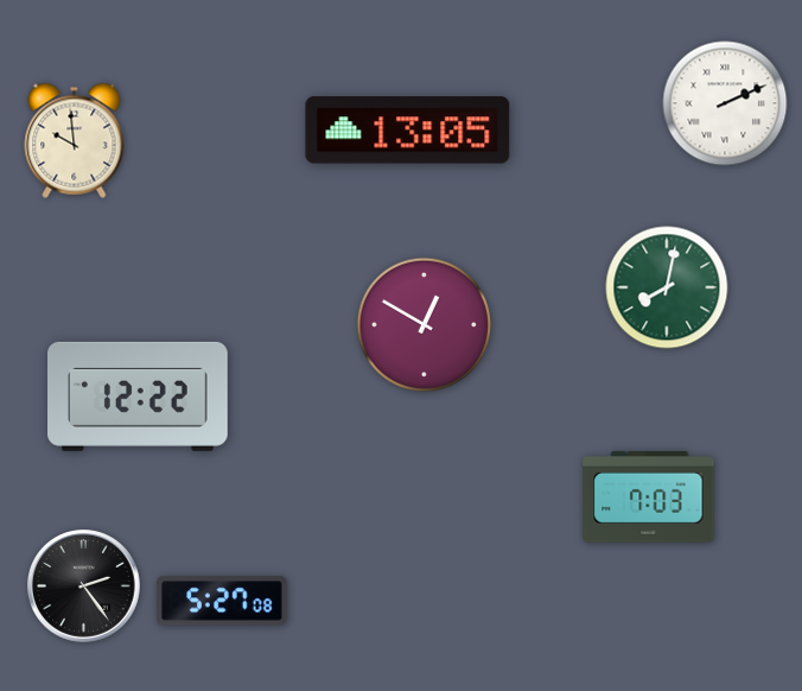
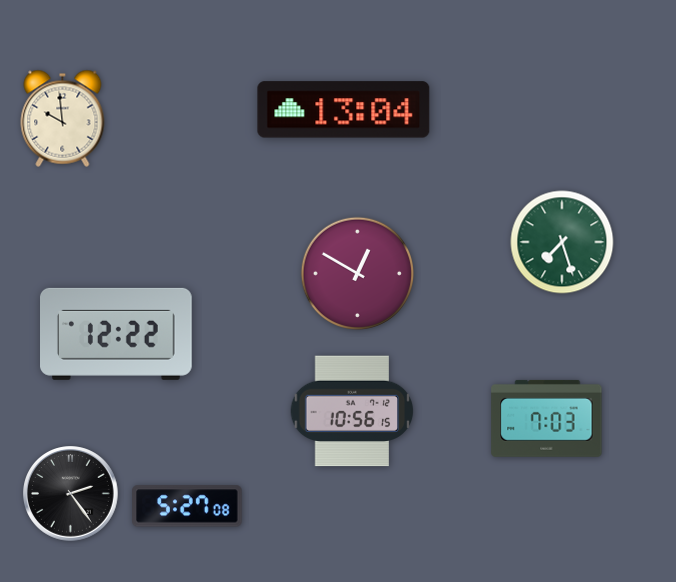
clock at (725, 103): 2:11 -> none
clock at (408, 131): 13:05 -> 13:04
clock at (667, 287): 8:02 -> 7:27
clock at (352, 411): none -> 10:56
